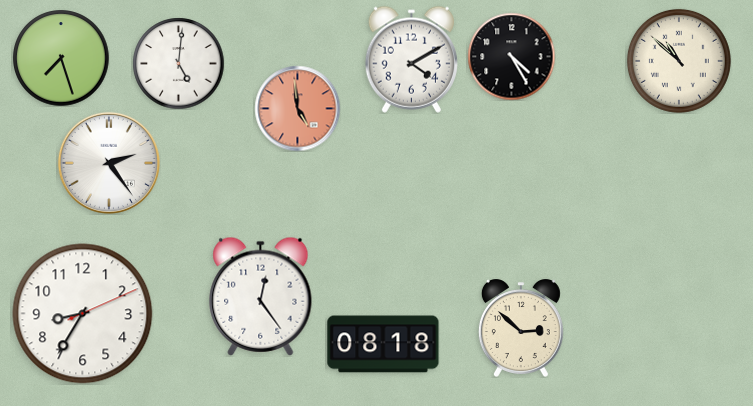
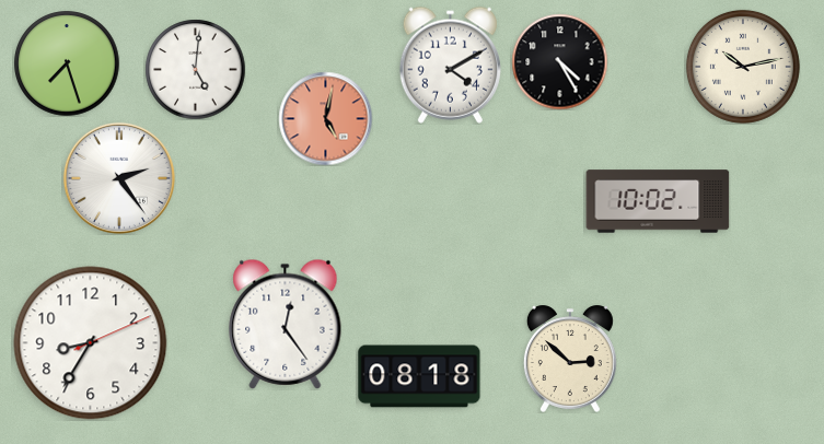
clock at (679, 61): 10:52 -> 10:13
clock at (297, 108): 4:59 -> 5:02
clock at (658, 201): none -> 10:02
